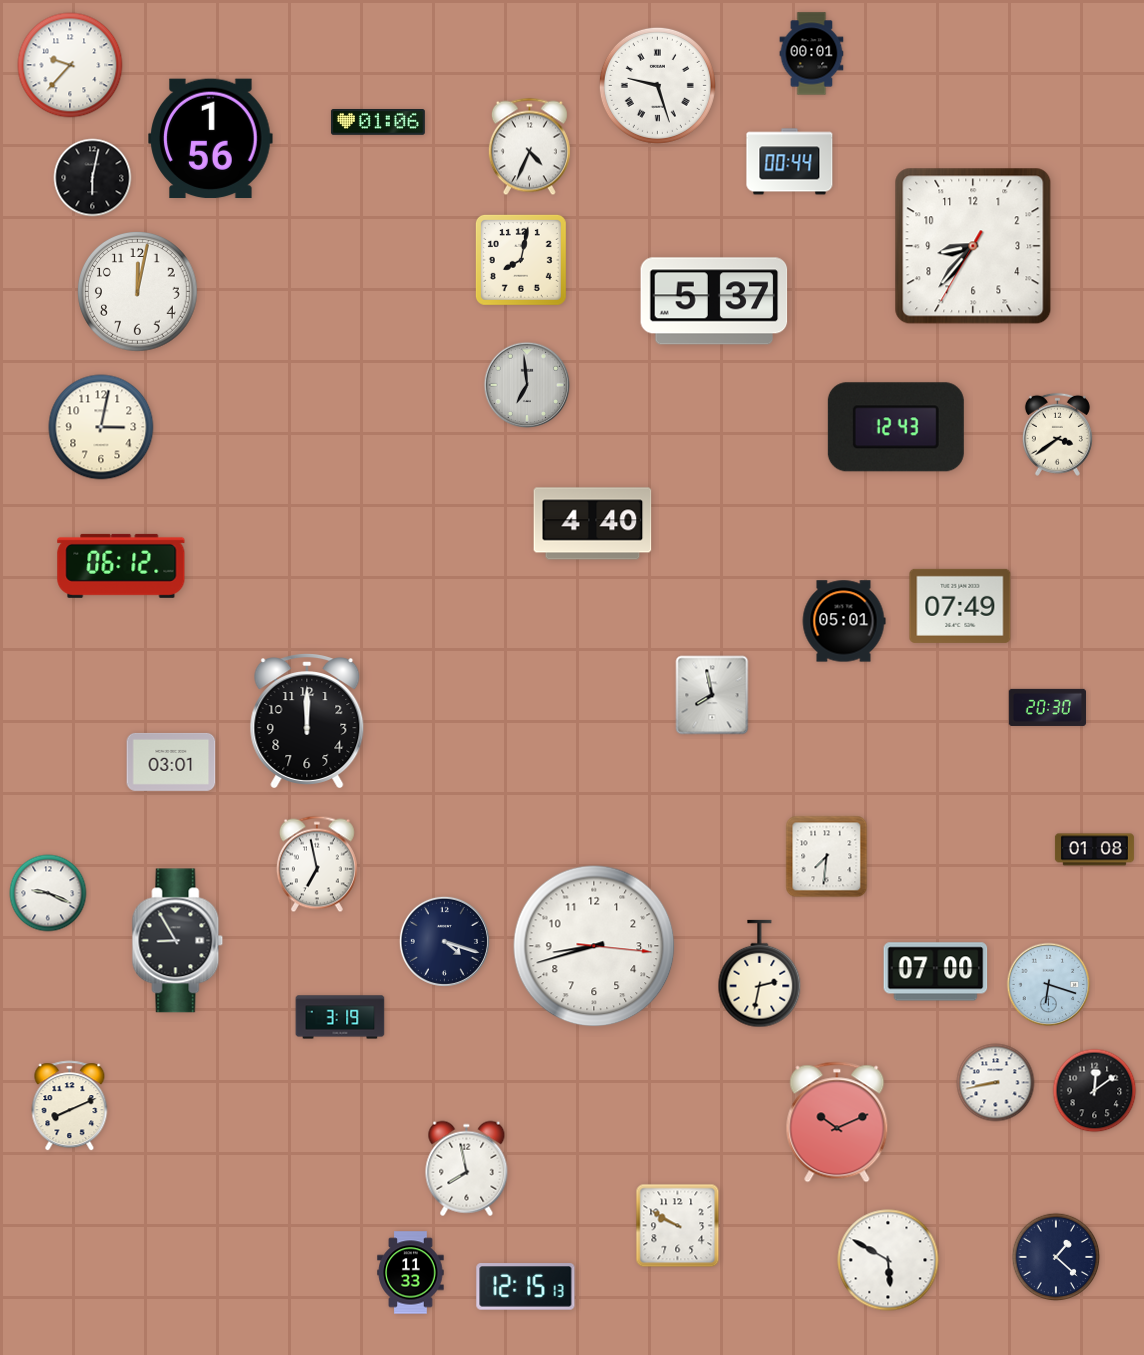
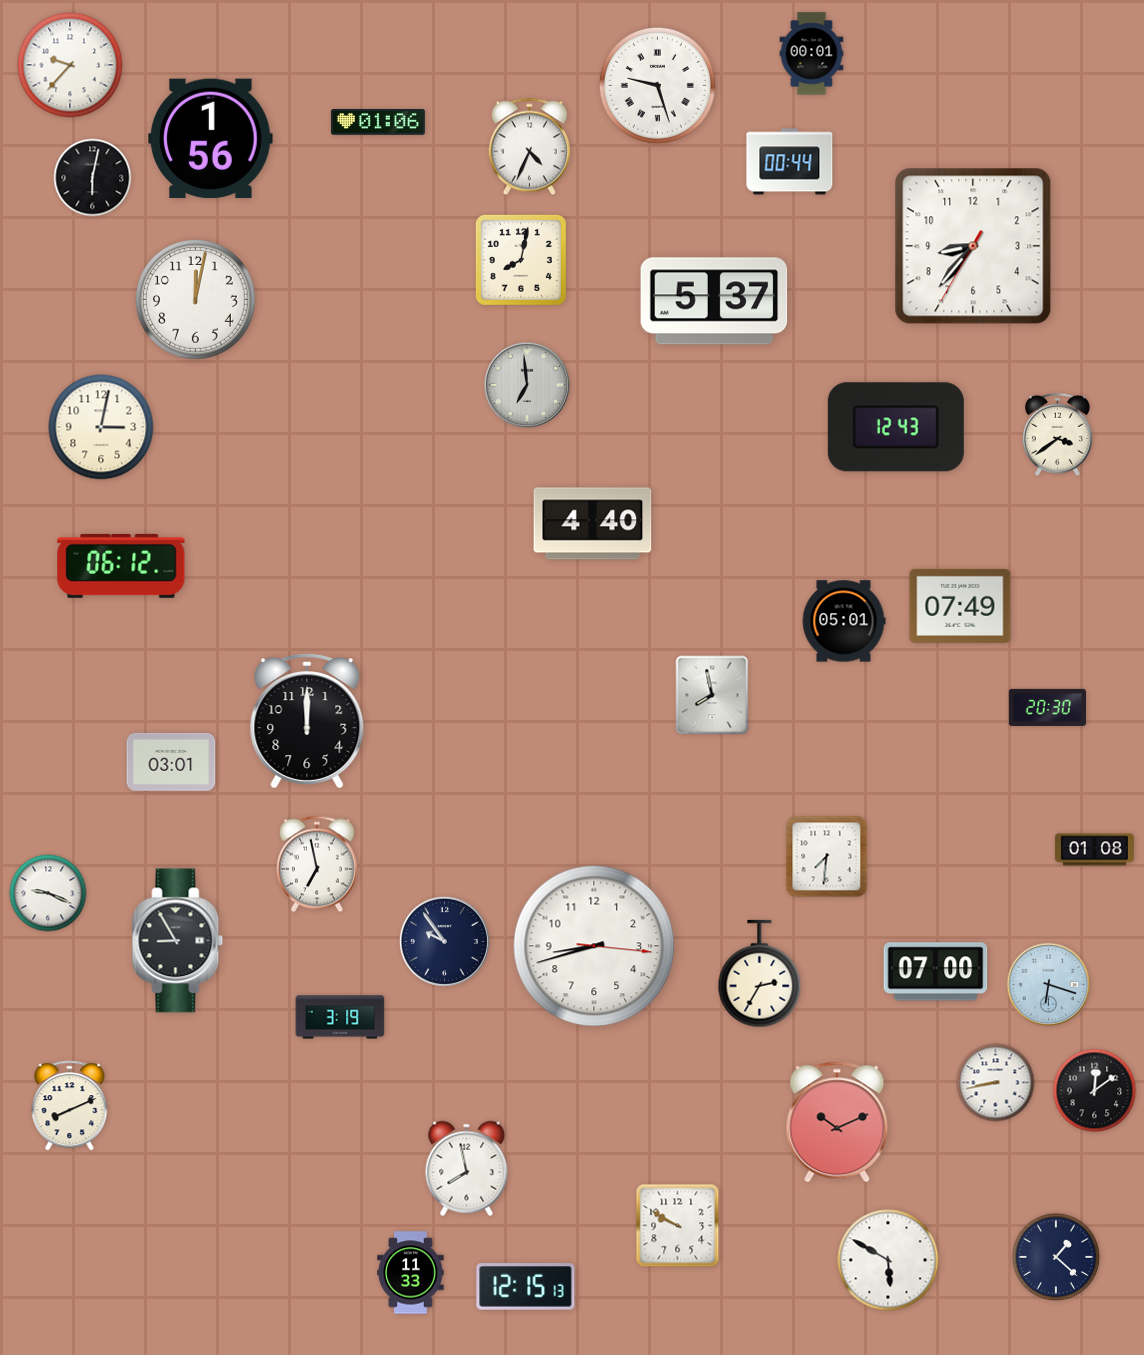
clock at (138, 292) position: (138, 292) -> (196, 300)
clock at (444, 941): 4:18 -> 9:54
clock at (760, 974): 2:32 -> 2:35
